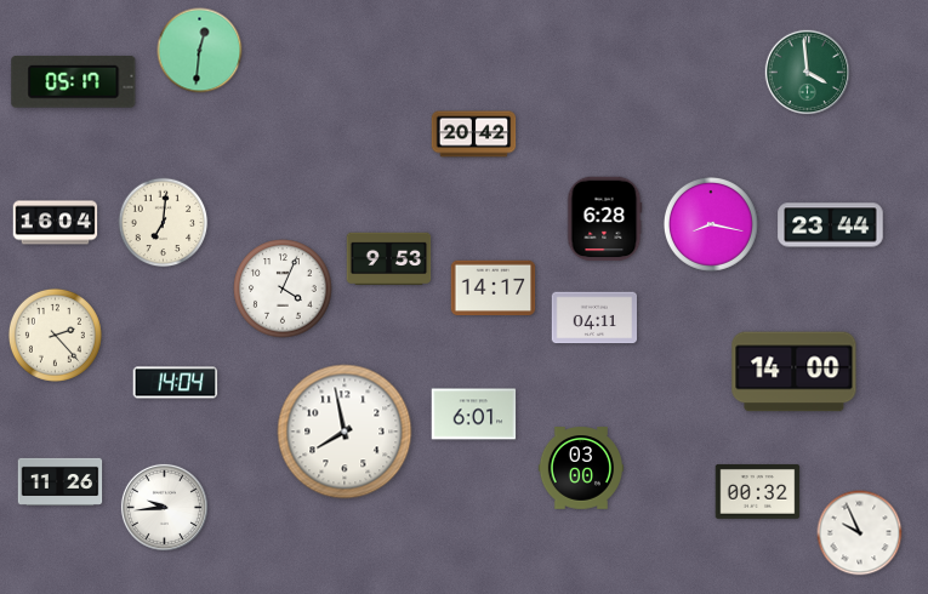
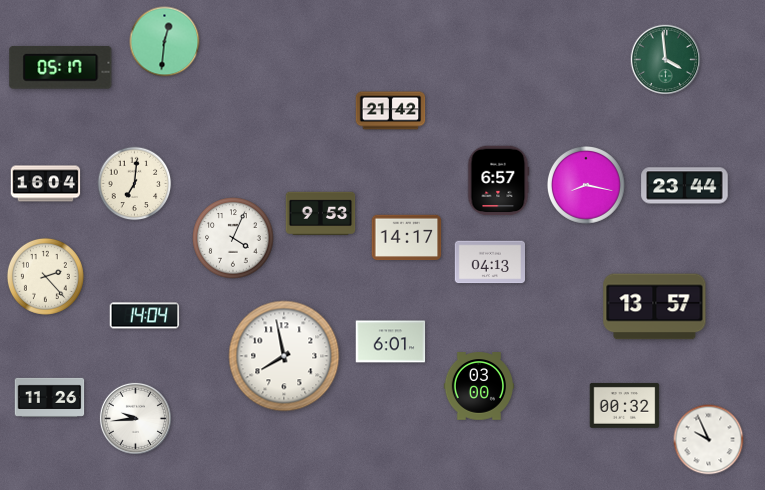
clock at (474, 135): 20:42 -> 21:42
clock at (604, 219): 6:28 -> 6:57
clock at (593, 318): 04:11 -> 04:13
clock at (795, 372): 14:00 -> 13:57
